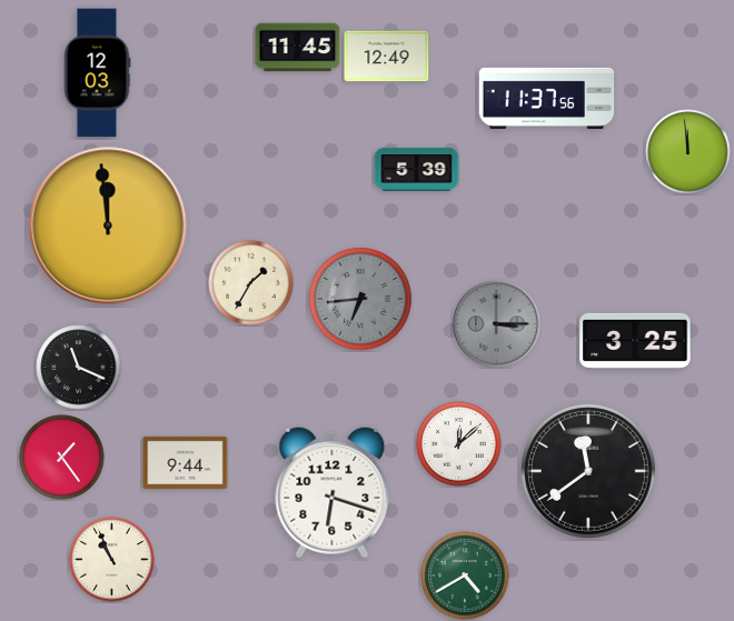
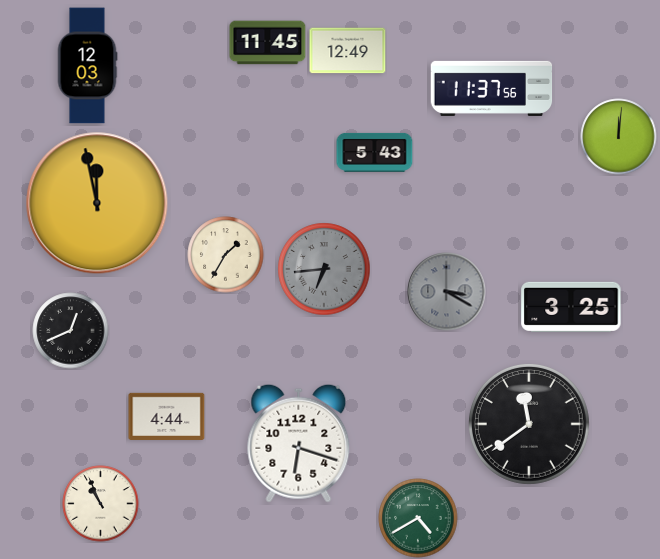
clock at (688, 152): 11:59 -> 12:01
clock at (417, 169): 5:39 -> 5:43
clock at (108, 226): 11:59 -> 11:58
clock at (497, 324): 3:15 -> 3:20
clock at (79, 368): 11:19 -> 12:41
clock at (459, 444): 12:08 -> none
clock at (62, 458): 1:24 -> none
clock at (186, 462): 9:44 -> 4:44
